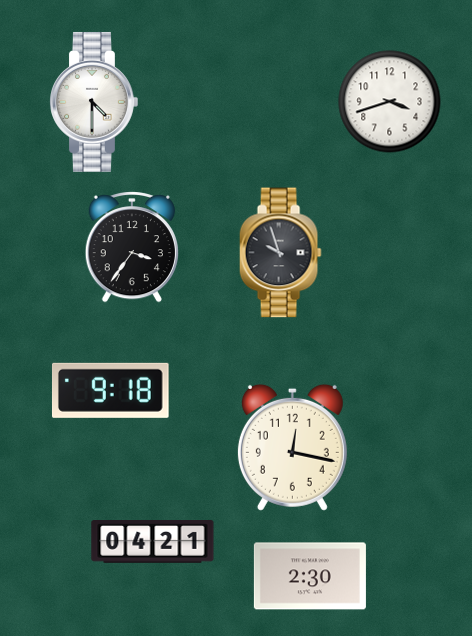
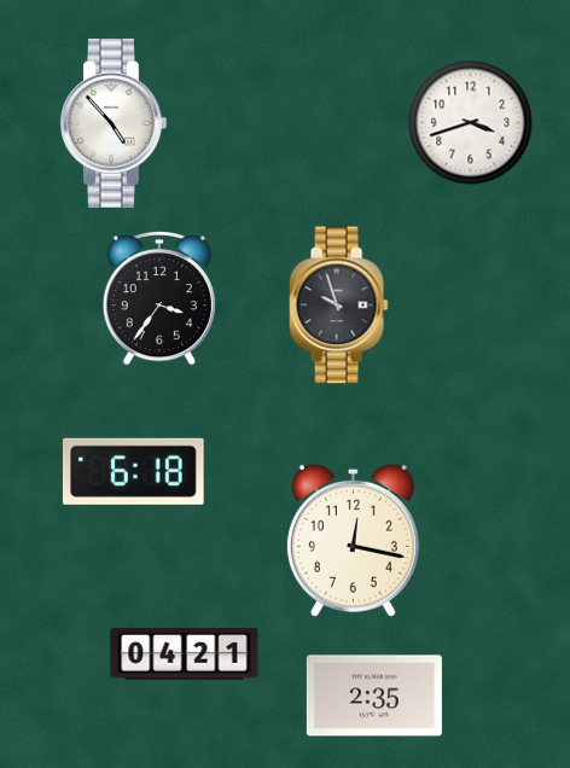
clock at (94, 102): 4:30 -> 4:53
clock at (110, 390): 9:18 -> 6:18
clock at (310, 576): 2:30 -> 2:35
